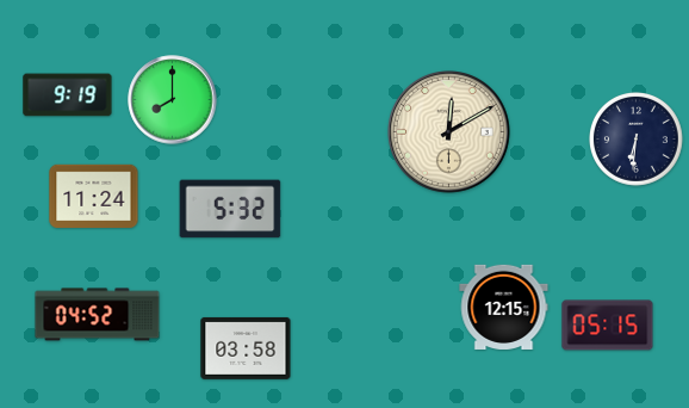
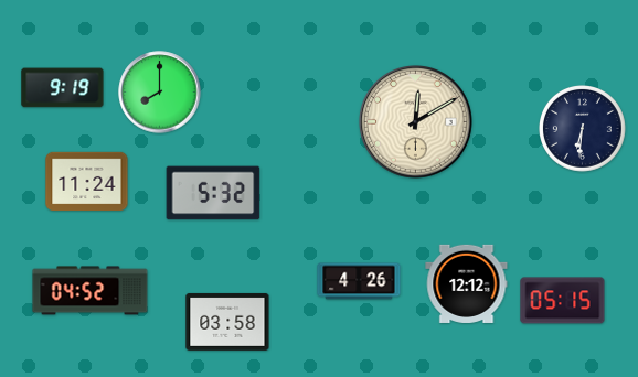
clock at (637, 140) position: (637, 140) -> (583, 129)
clock at (359, 281): none -> 4:26
clock at (504, 307): 12:15 -> 12:12
